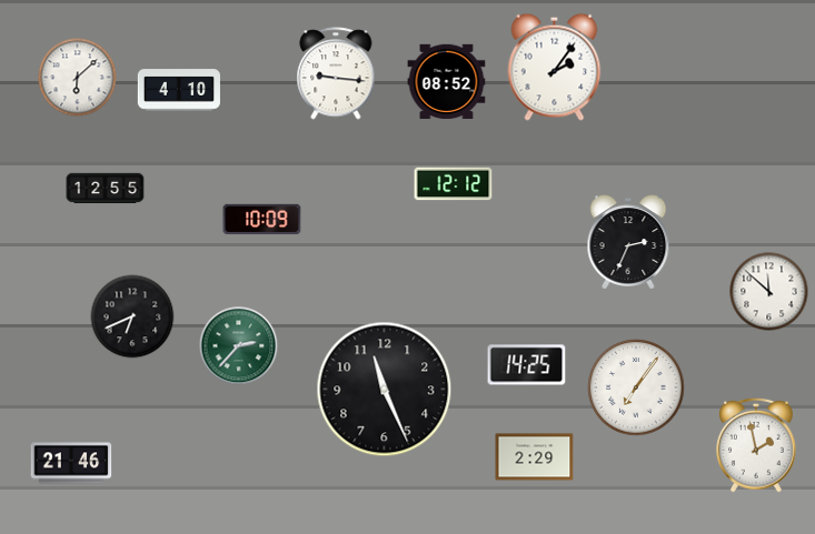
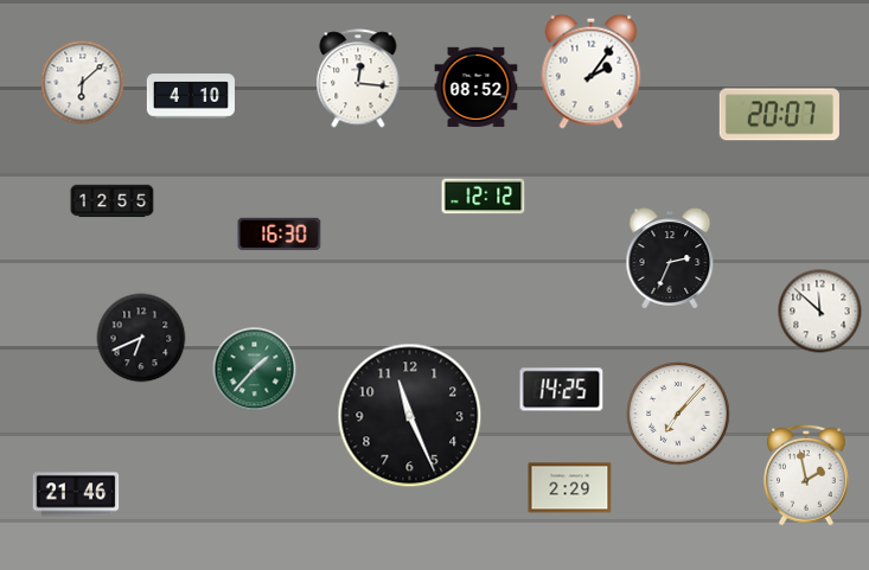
clock at (336, 73): 9:16 -> 12:16
clock at (779, 115): none -> 20:07
clock at (262, 220): 10:09 -> 16:30
clock at (239, 346): 2:37 -> 1:37
clock at (636, 387): 7:06 -> 7:07
